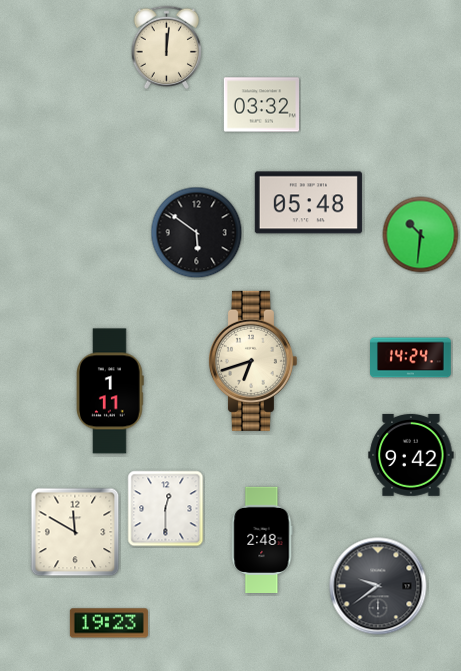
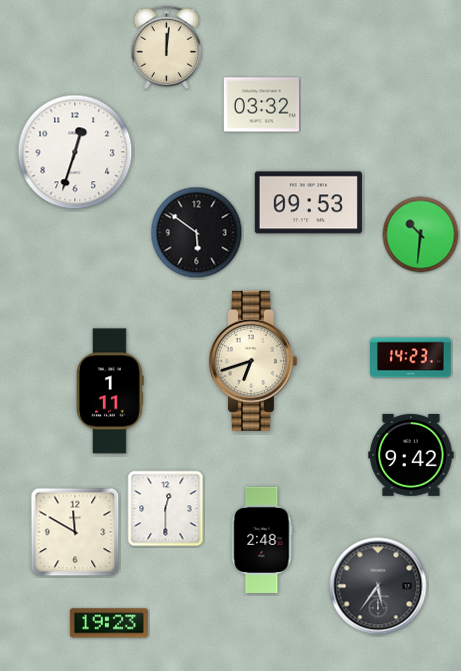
clock at (75, 152): none -> 12:33
clock at (308, 203): 05:48 -> 09:53
clock at (411, 358): 14:24 -> 14:23
clock at (378, 586): 9:39 -> 5:36
